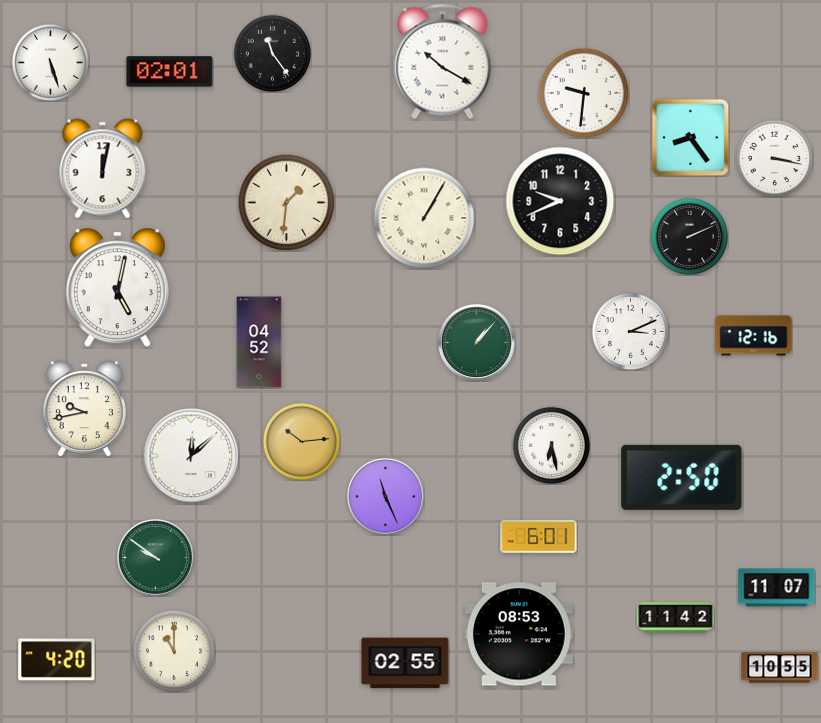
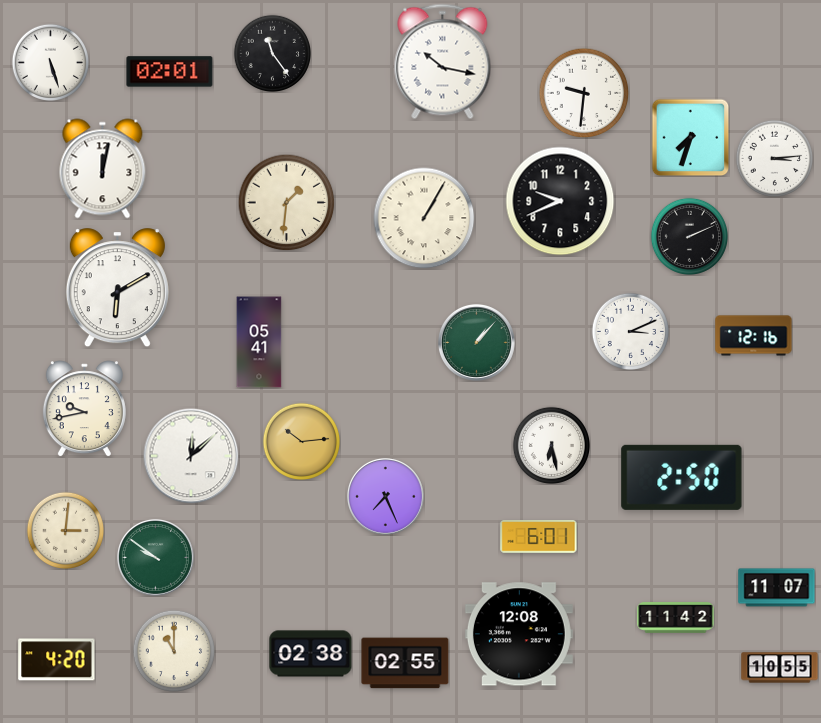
clock at (443, 62): 10:20 -> 10:17
clock at (690, 137): 8:24 -> 7:33
clock at (774, 158): 3:17 -> 3:14
clock at (117, 288): 5:02 -> 6:10
clock at (259, 342): 04:52 -> 05:41
clock at (386, 497): 11:26 -> 7:26
clock at (65, 530): none -> 3:01
clock at (519, 634): 08:53 -> 12:08
clock at (311, 654): none -> 02:38
